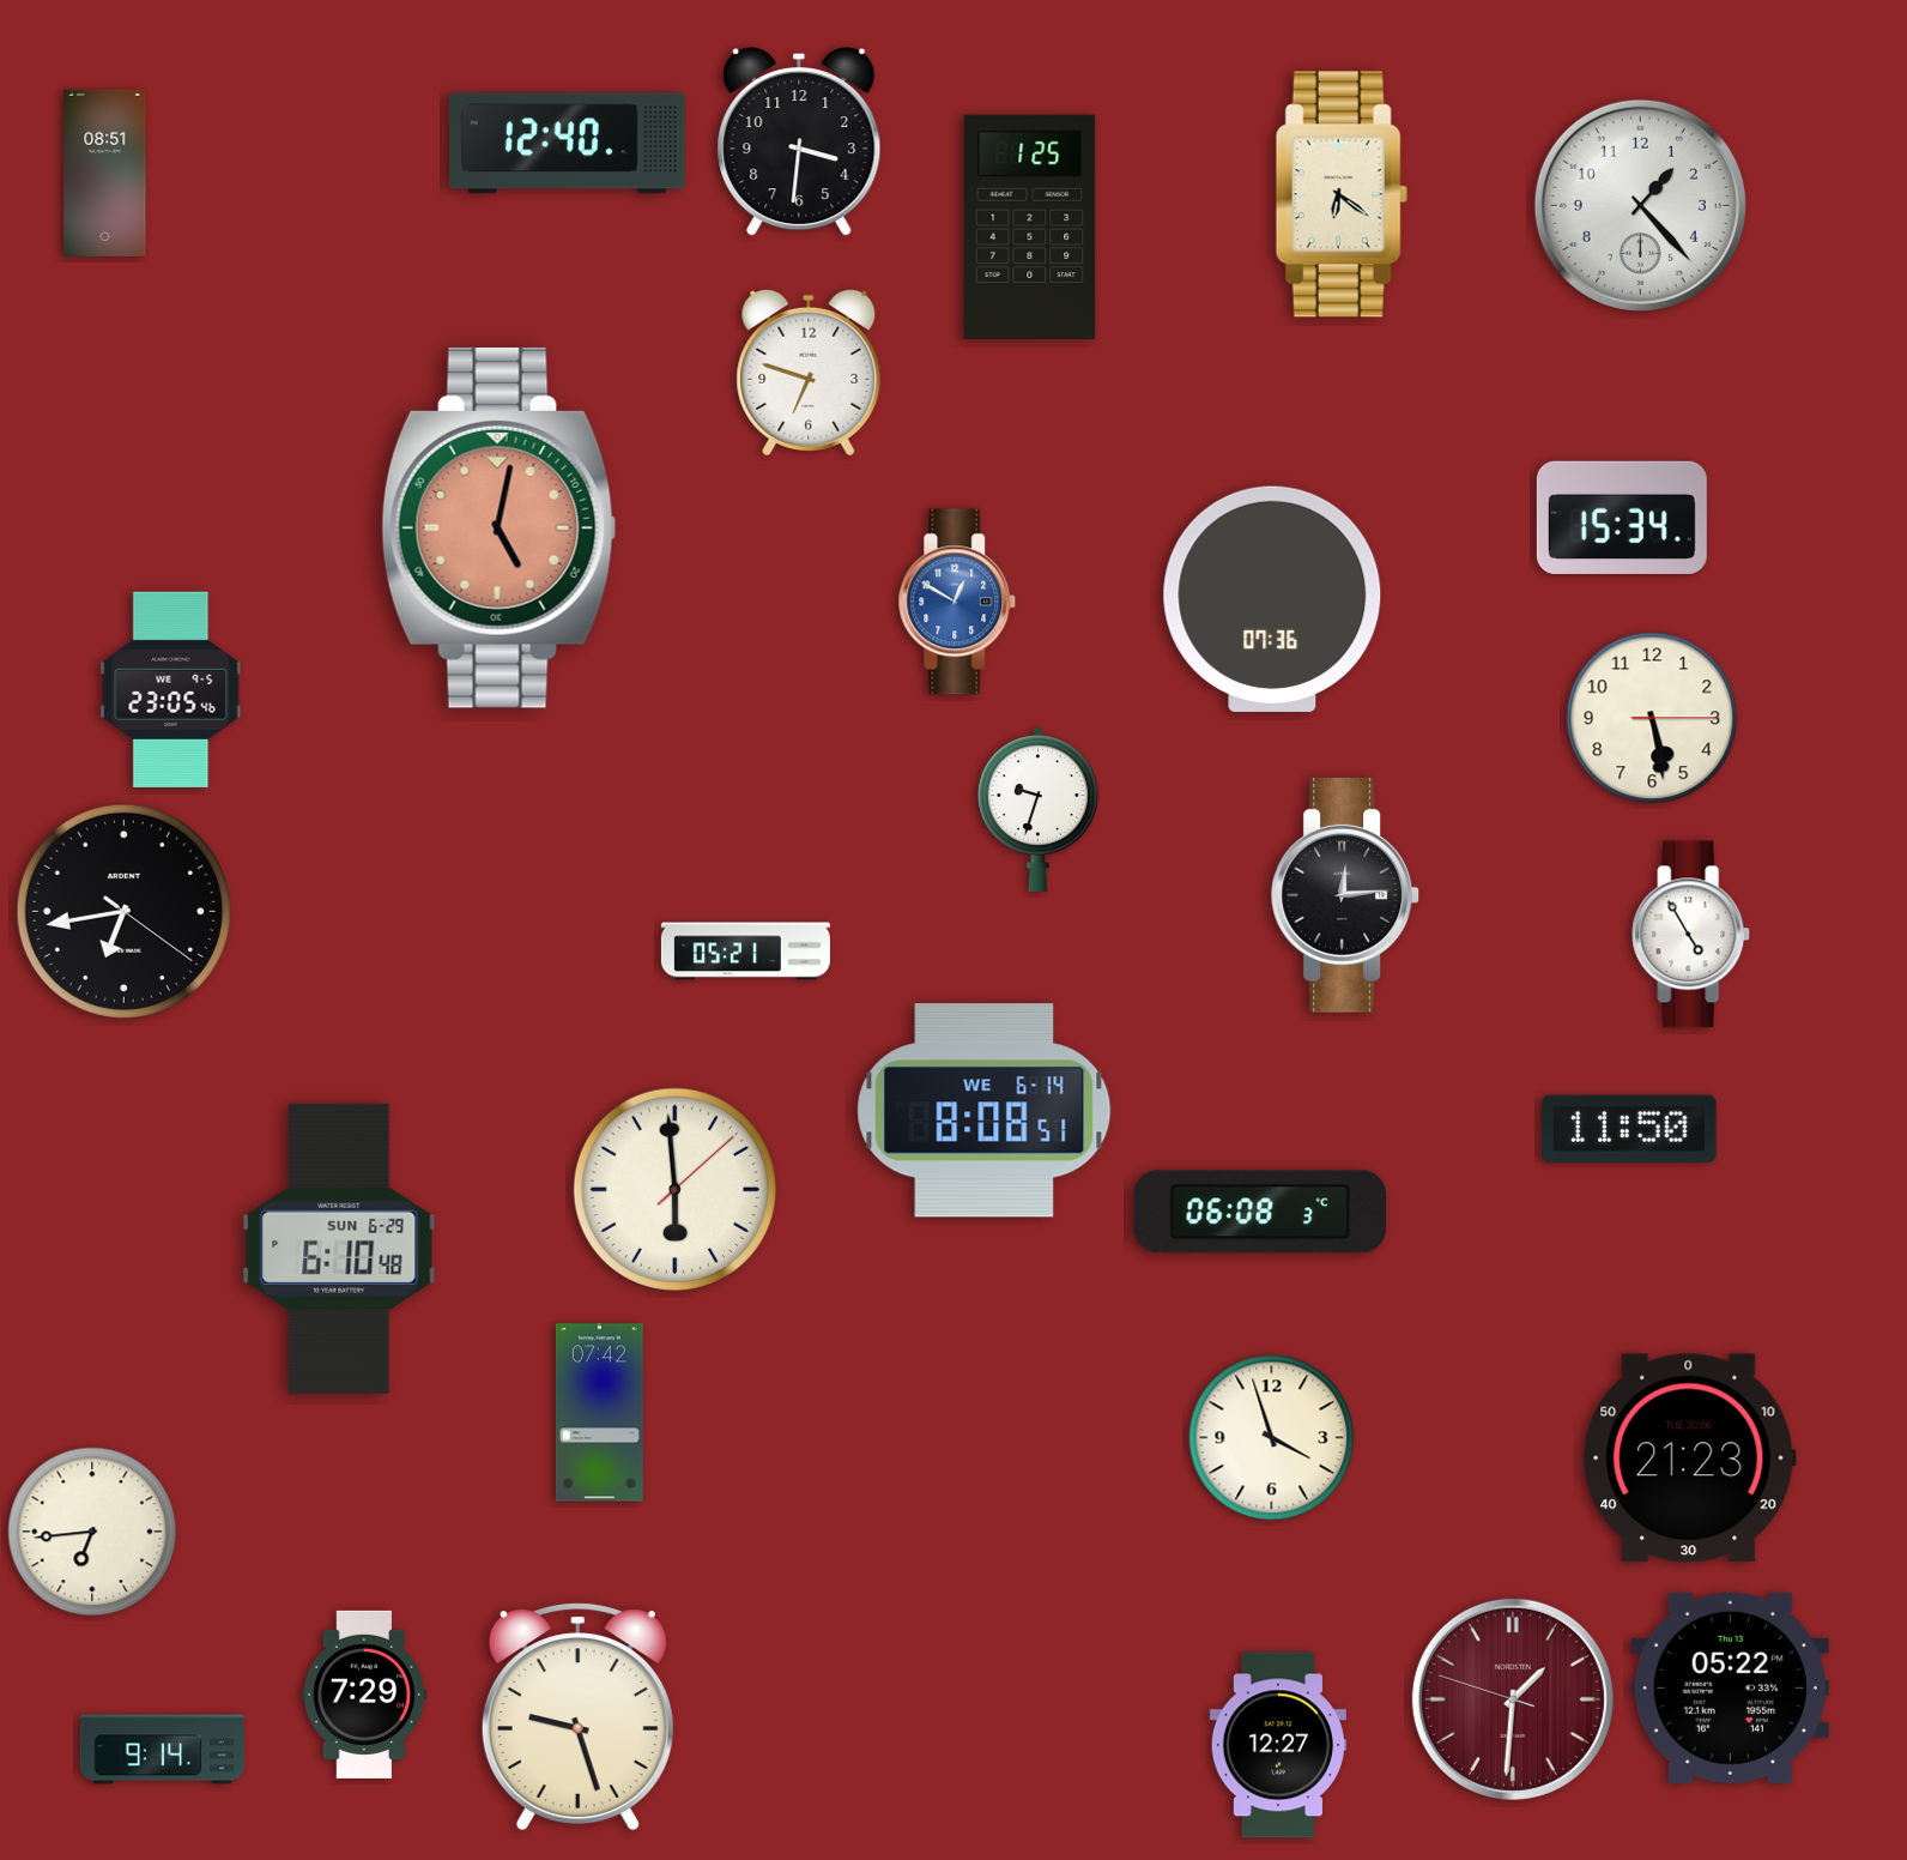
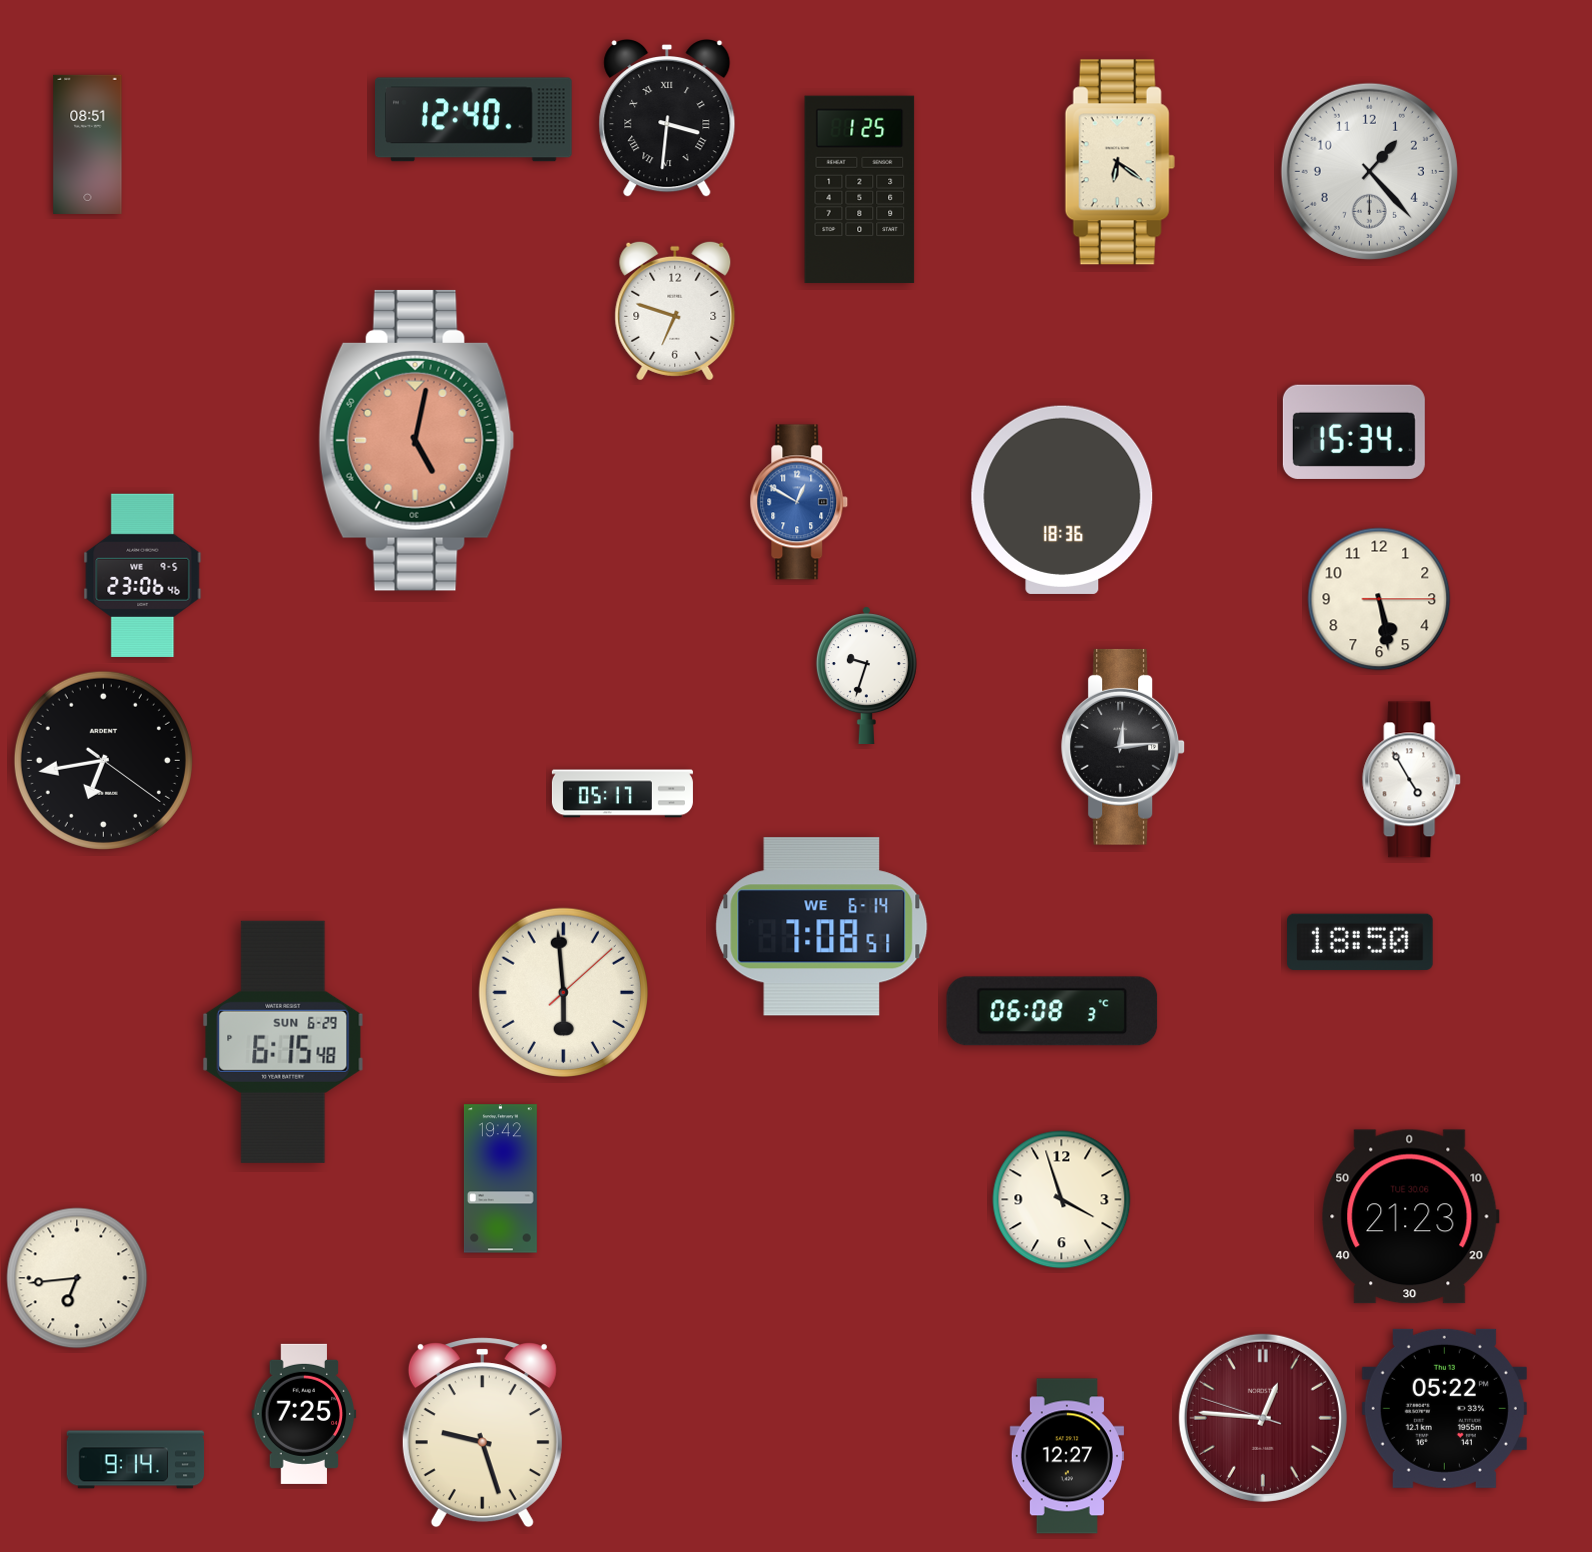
clock at (799, 141) numerals: Arabic -> Roman
clock at (1272, 599): 07:36 -> 18:36
clock at (171, 689): 23:05 -> 23:06
clock at (745, 952): 05:21 -> 05:17
clock at (985, 1111): 8:08 -> 7:08
clock at (1629, 1129): 11:50 -> 18:50
clock at (339, 1249): 6:10 -> 6:15
clock at (599, 1413): 07:42 -> 19:42
clock at (364, 1695): 7:29 -> 7:25
clock at (1513, 1699): 1:30 -> 12:45
